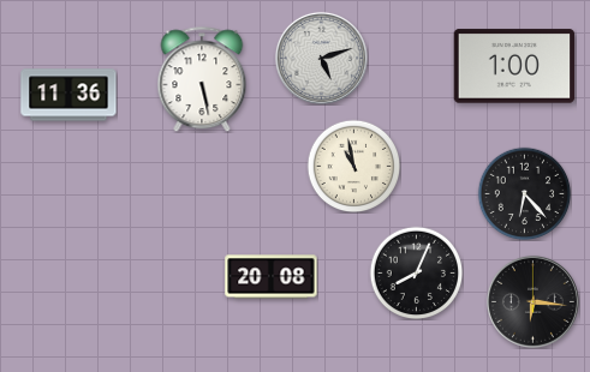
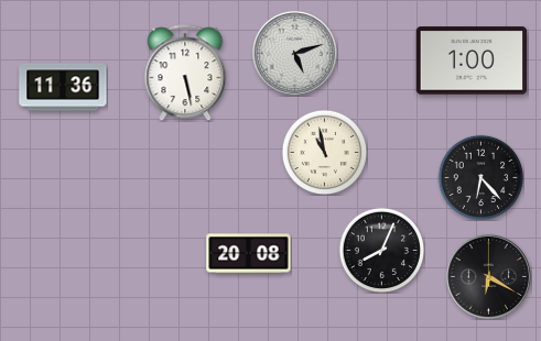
clock at (532, 301): 6:16 -> 6:20
